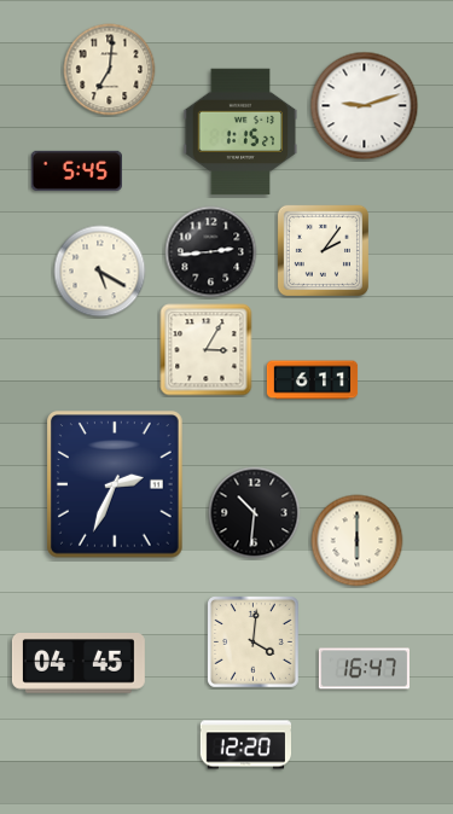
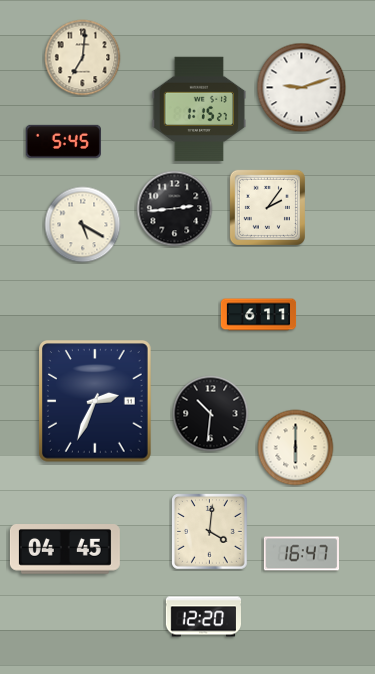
clock at (110, 70) position: (110, 70) -> (83, 58)
clock at (207, 350): 3:05 -> none
clock at (255, 513) position: (255, 513) -> (211, 414)
